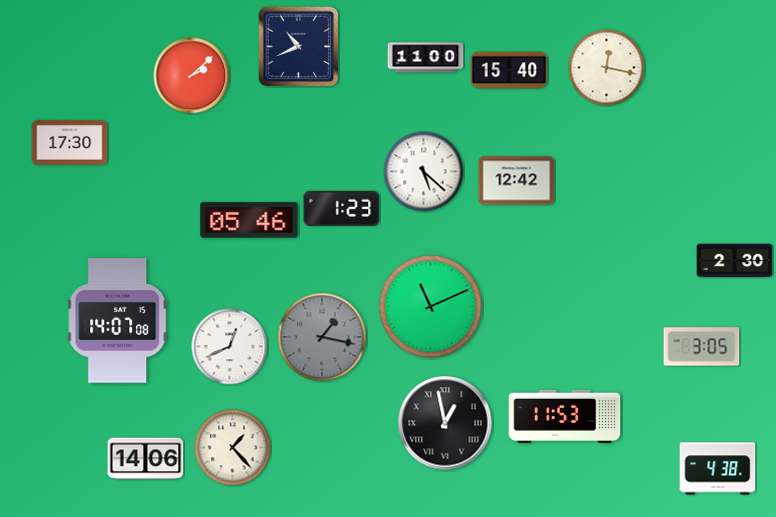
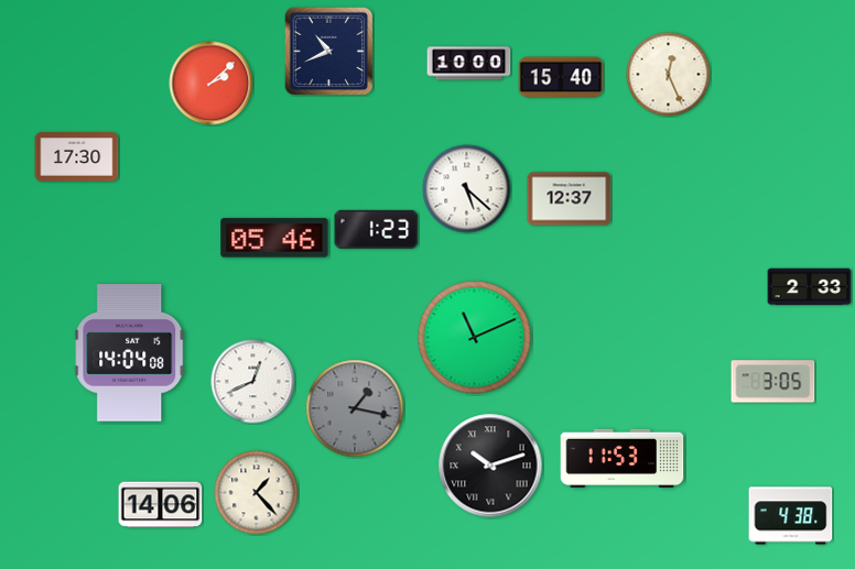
clock at (426, 58): 11:00 -> 10:00
clock at (607, 68): 12:17 -> 12:26
clock at (517, 181): 12:42 -> 12:37
clock at (249, 220) position: (249, 220) -> (274, 238)
clock at (735, 261): 2:30 -> 2:33
clock at (118, 321): 14:07 -> 14:04
clock at (322, 337) position: (322, 337) -> (355, 408)
clock at (445, 423): 12:58 -> 10:12
